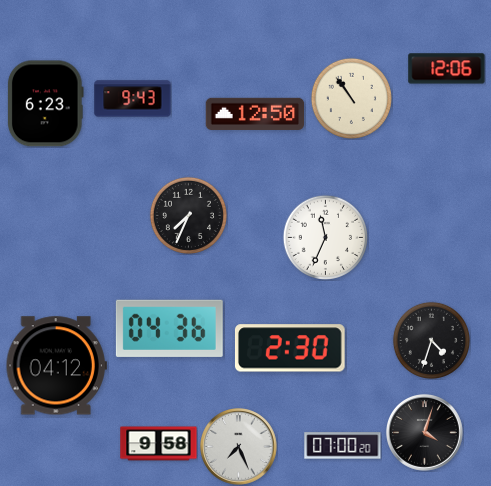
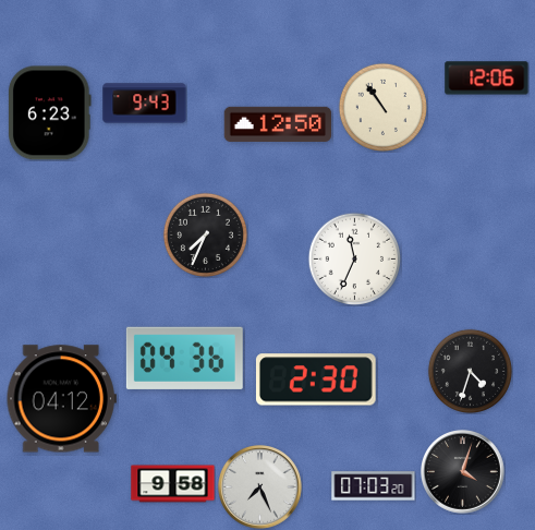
clock at (447, 69) position: (447, 69) -> (487, 79)
clock at (133, 99) position: (133, 99) -> (145, 104)
clock at (343, 446): 07:00 -> 07:03
